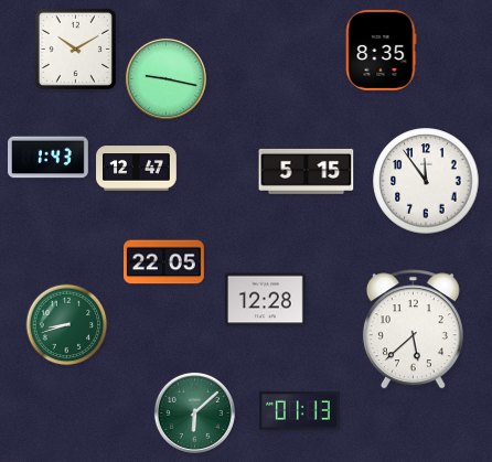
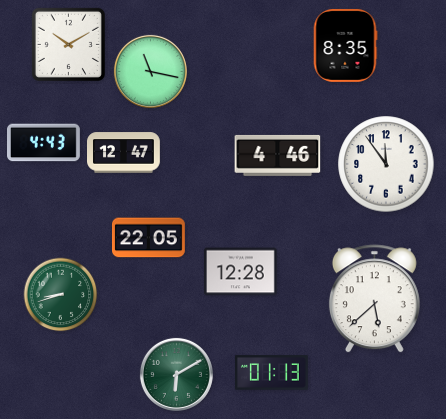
clock at (165, 78): 9:17 -> 11:17
clock at (49, 158): 1:43 -> 4:43
clock at (307, 171): 5:15 -> 4:46
clock at (194, 412): 6:08 -> 6:10
